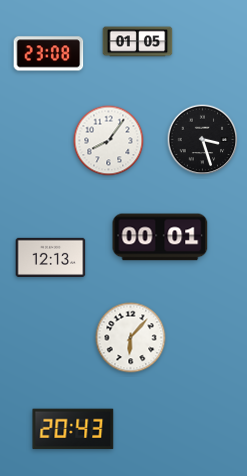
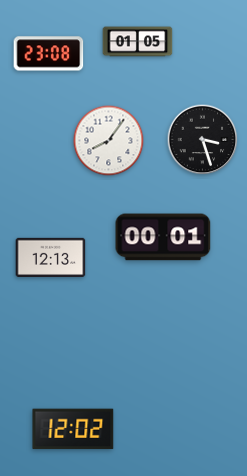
clock at (160, 237) position: (160, 237) -> (163, 237)
clock at (131, 338): 6:07 -> none
clock at (73, 429): 20:43 -> 12:02
